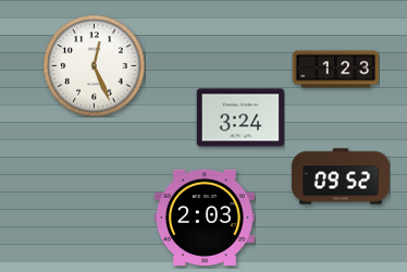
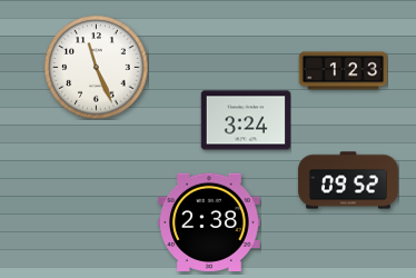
clock at (94, 65): 12:26 -> 11:26
clock at (205, 217): 2:03 -> 2:38
